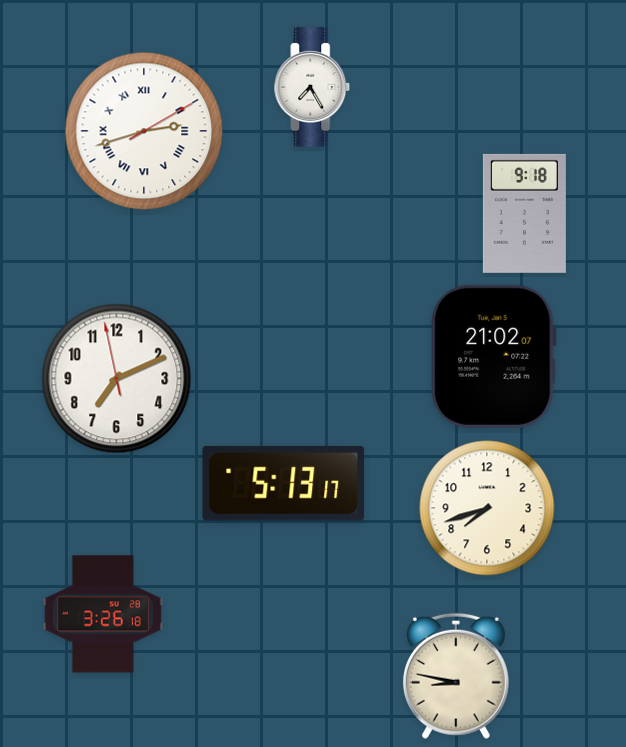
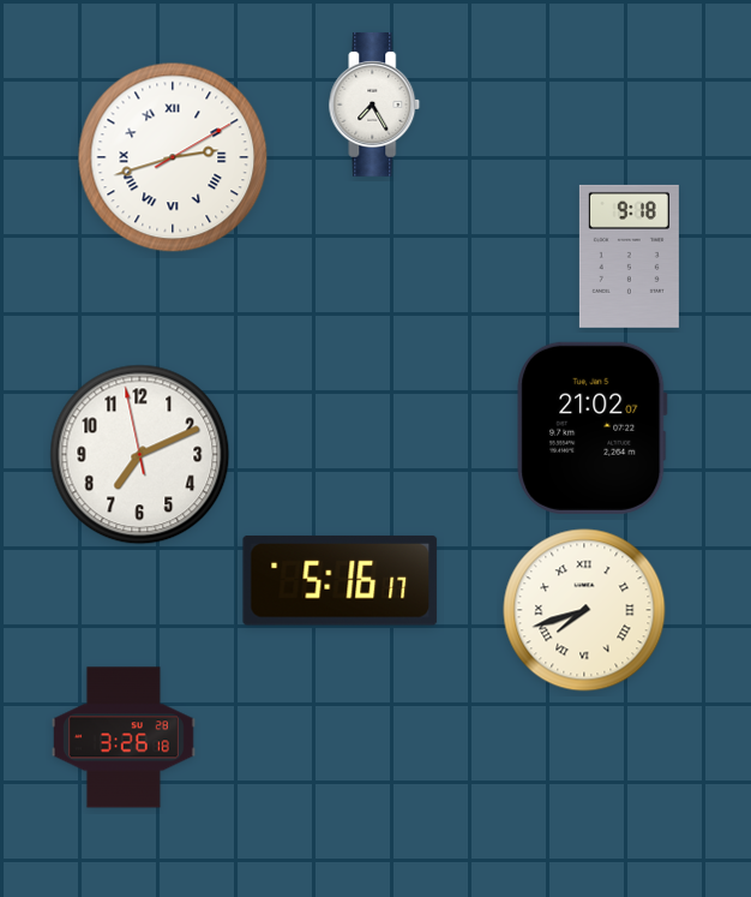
clock at (284, 484): 5:13 -> 5:16
clock at (487, 508) numerals: Arabic -> Roman
clock at (456, 676): 8:47 -> none
